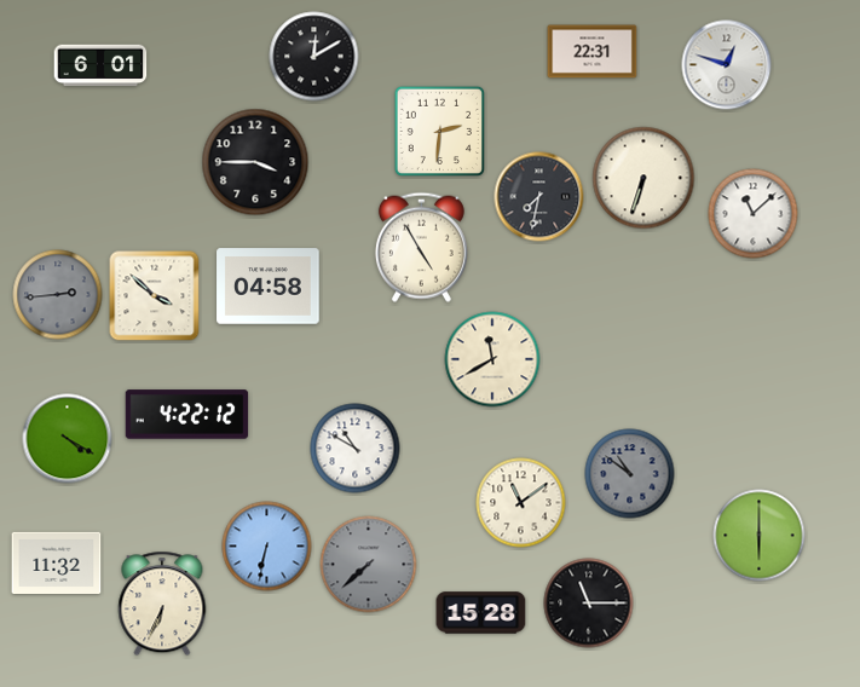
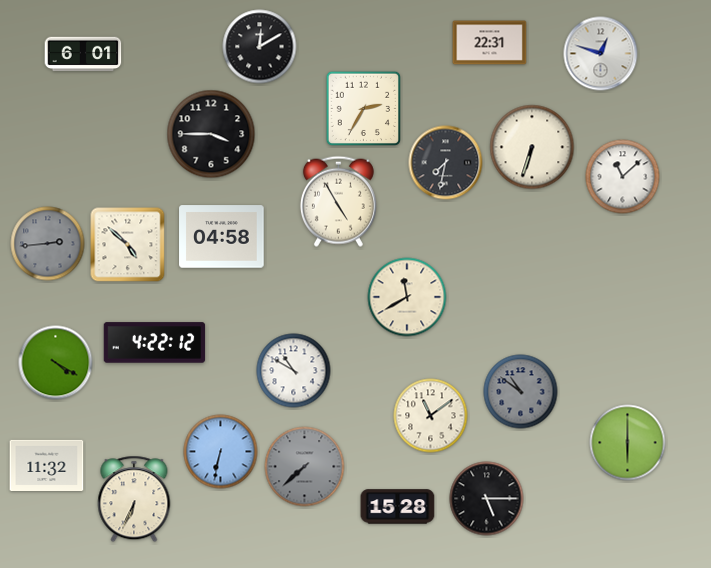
clock at (439, 131): 2:31 -> 2:35
clock at (421, 247) position: (421, 247) -> (338, 201)
clock at (155, 296): 3:52 -> 4:52
clock at (589, 604): 11:15 -> 5:15
